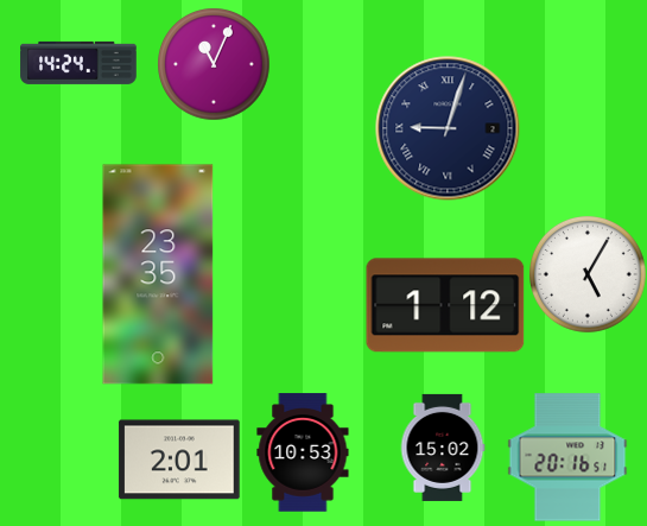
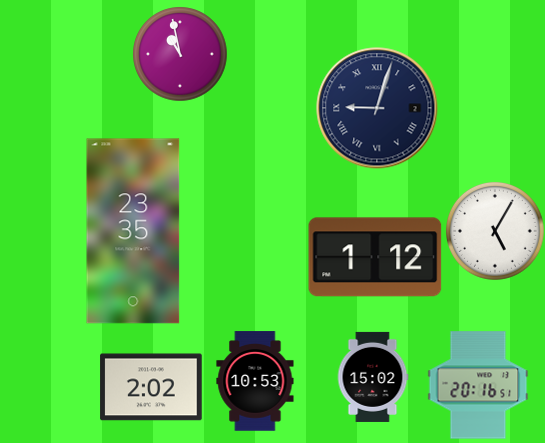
clock at (78, 63): 14:24 -> none
clock at (214, 64): 11:04 -> 10:58
clock at (179, 460): 2:01 -> 2:02
